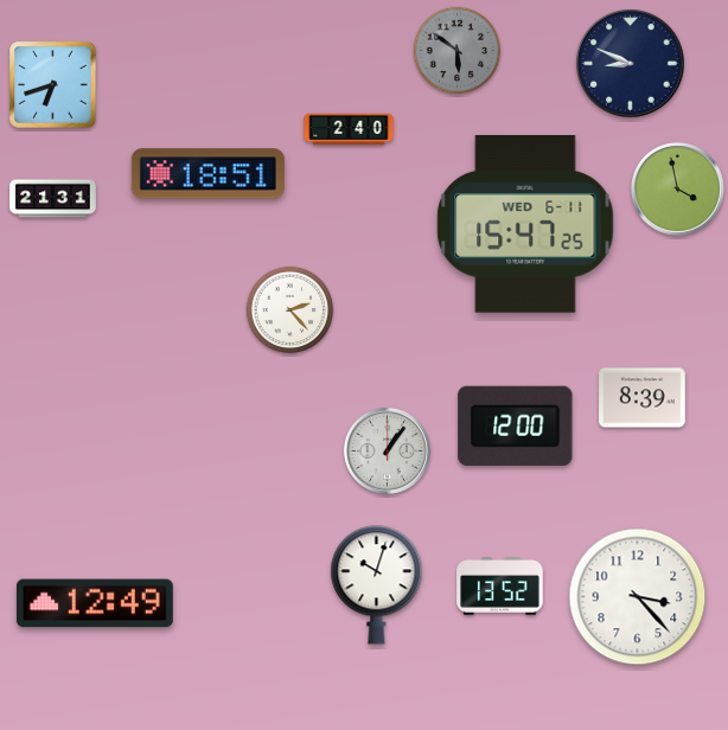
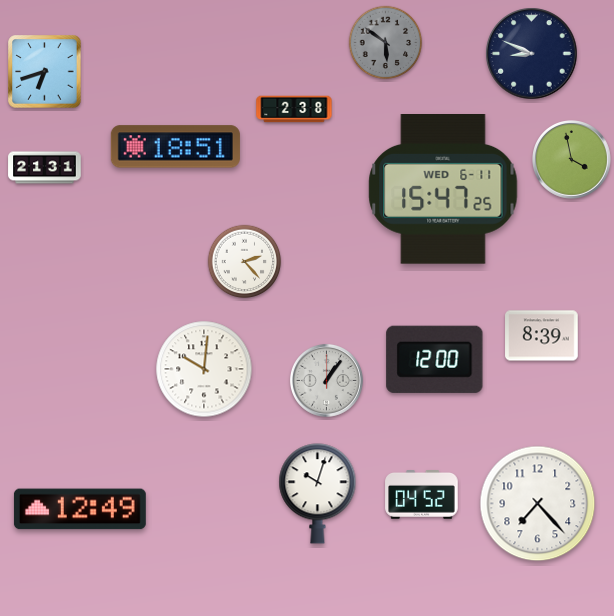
clock at (349, 129): 2:40 -> 2:38
clock at (204, 369): none -> 10:01
clock at (500, 587): 13:52 -> 04:52
clock at (638, 597): 3:23 -> 7:23
